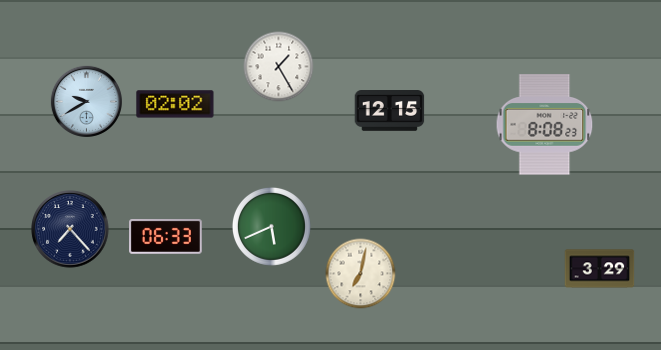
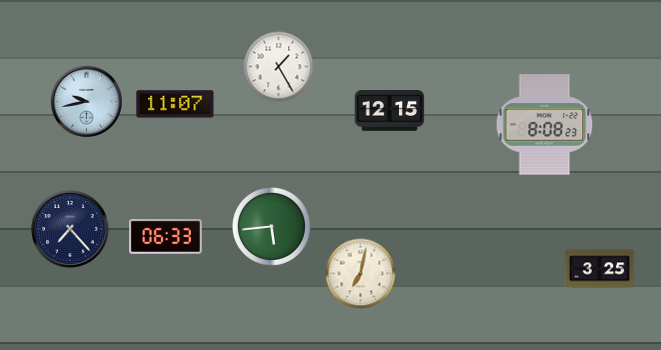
clock at (86, 101): 9:40 -> 9:43
clock at (175, 104): 02:02 -> 11:07
clock at (271, 226): 5:41 -> 5:44
clock at (600, 269): 3:29 -> 3:25
